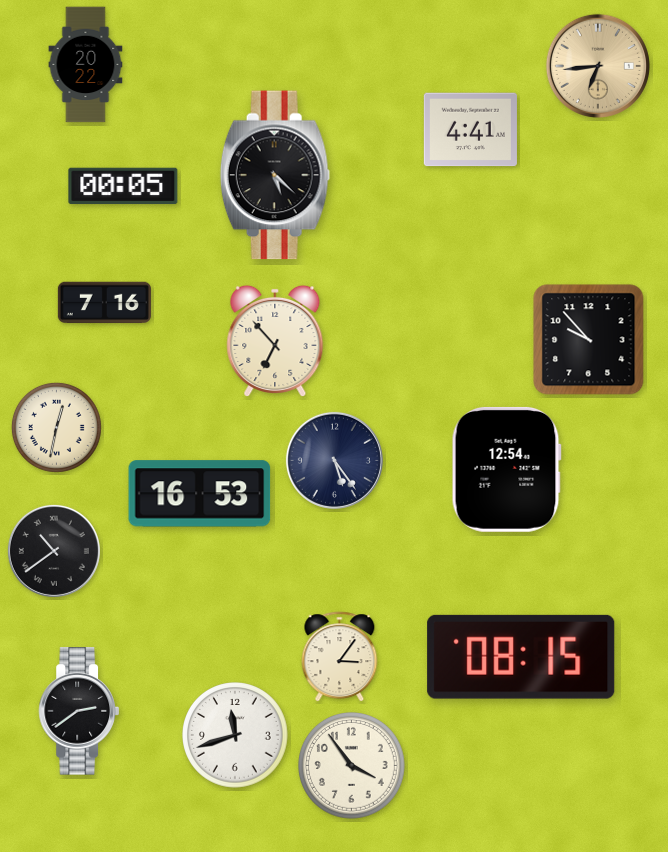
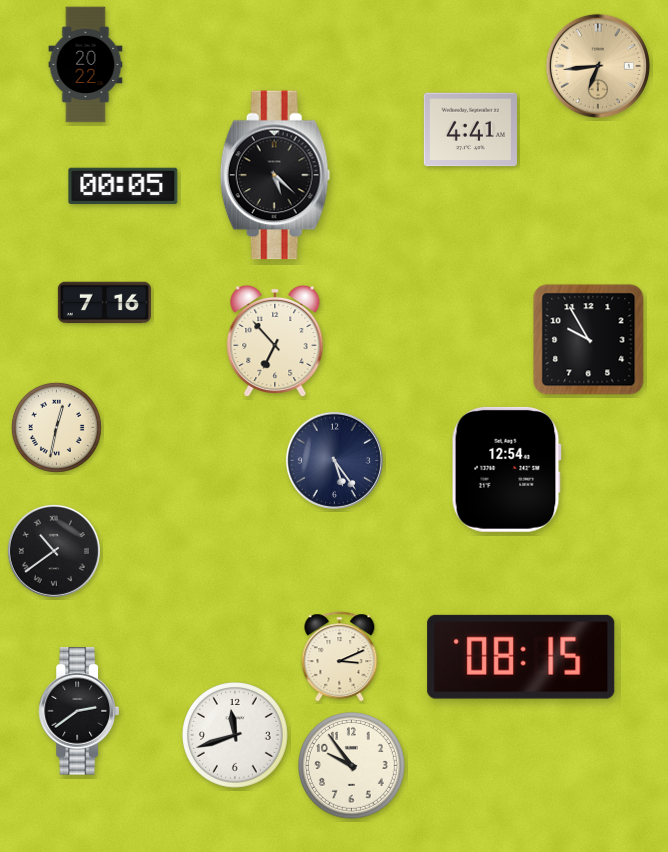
clock at (589, 340): 9:53 -> 9:55
clock at (200, 494): 16:53 -> none
clock at (340, 657): 3:06 -> 3:11
clock at (352, 766): 3:54 -> 9:54
